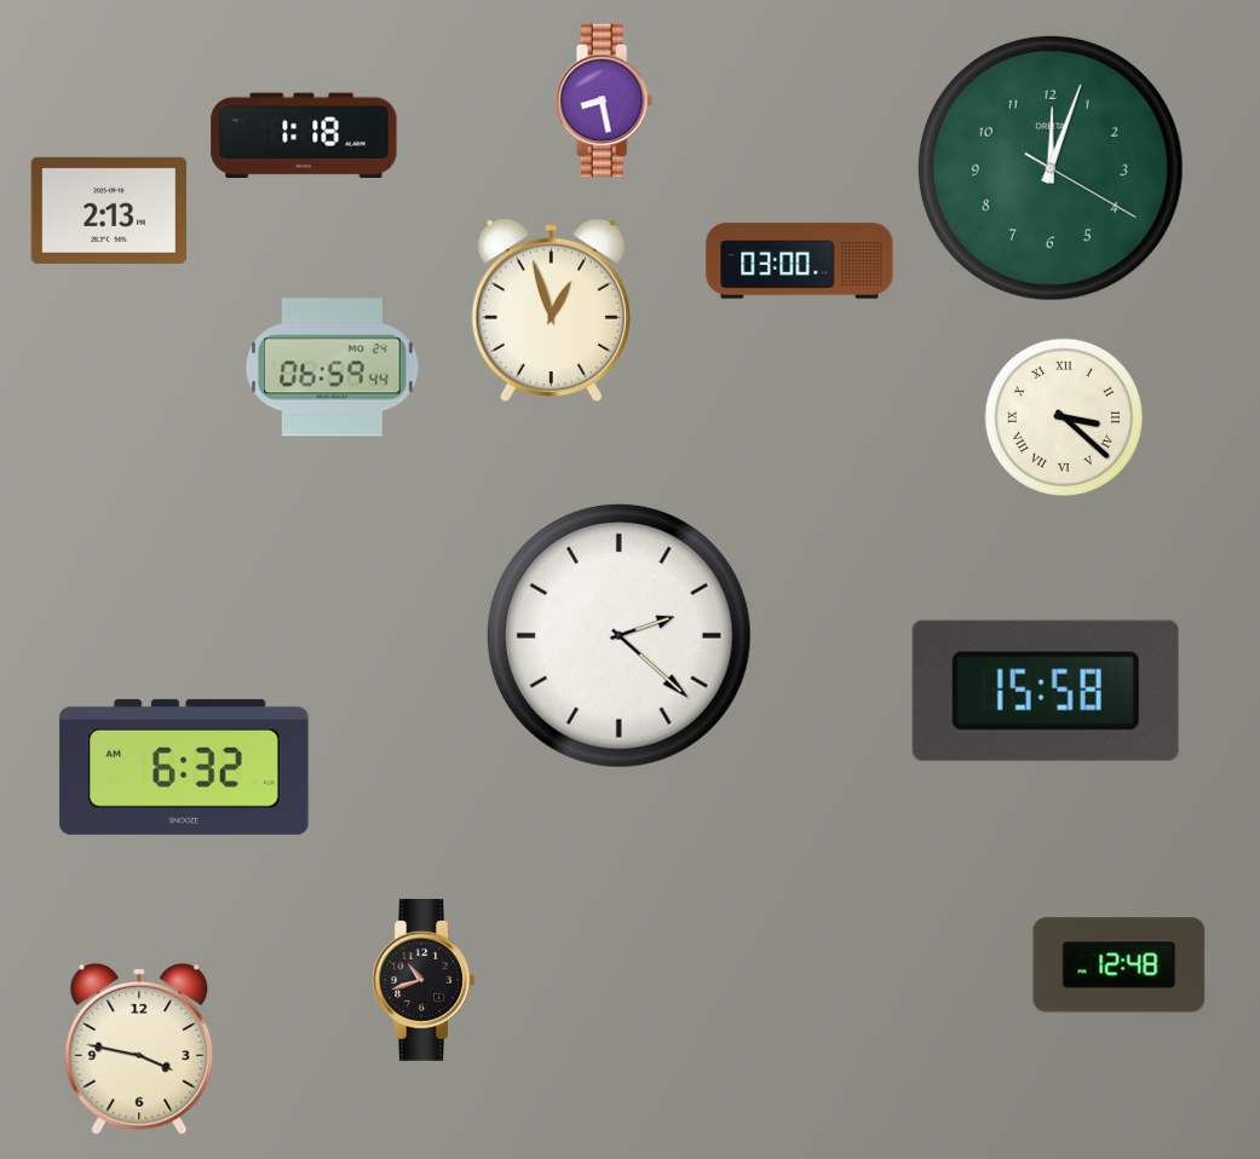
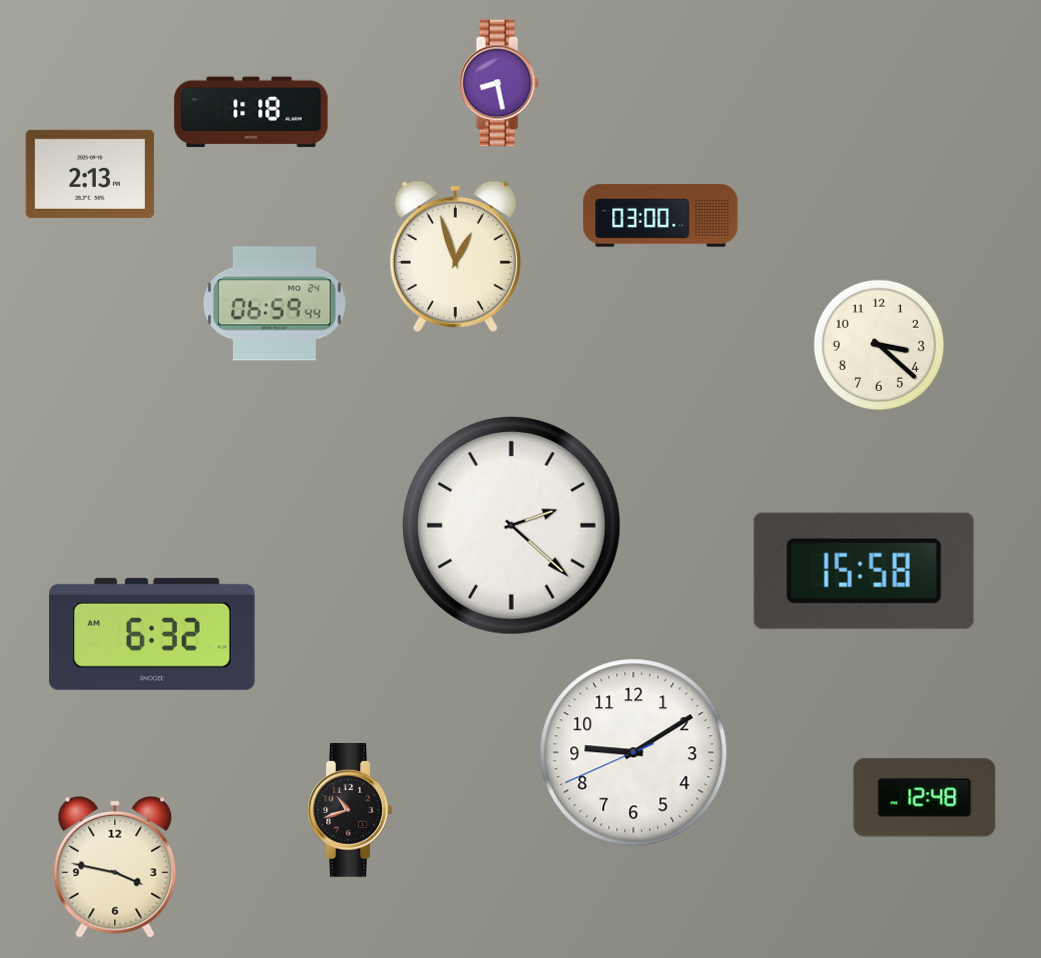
clock at (1051, 168): 12:03 -> none
clock at (1064, 417) numerals: Roman -> Arabic
clock at (634, 753): none -> 9:09
